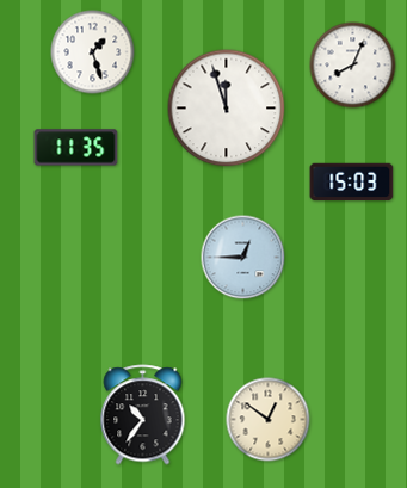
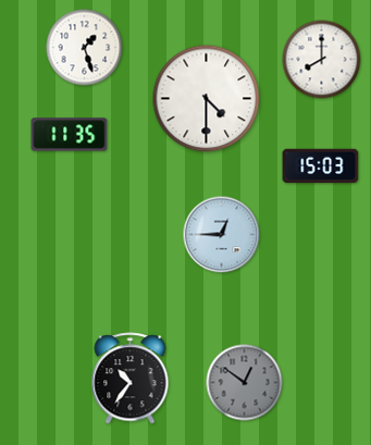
clock at (353, 66): 8:04 -> 8:00
clock at (227, 109): 11:57 -> 4:30
clock at (269, 420) dial: cream -> grey
